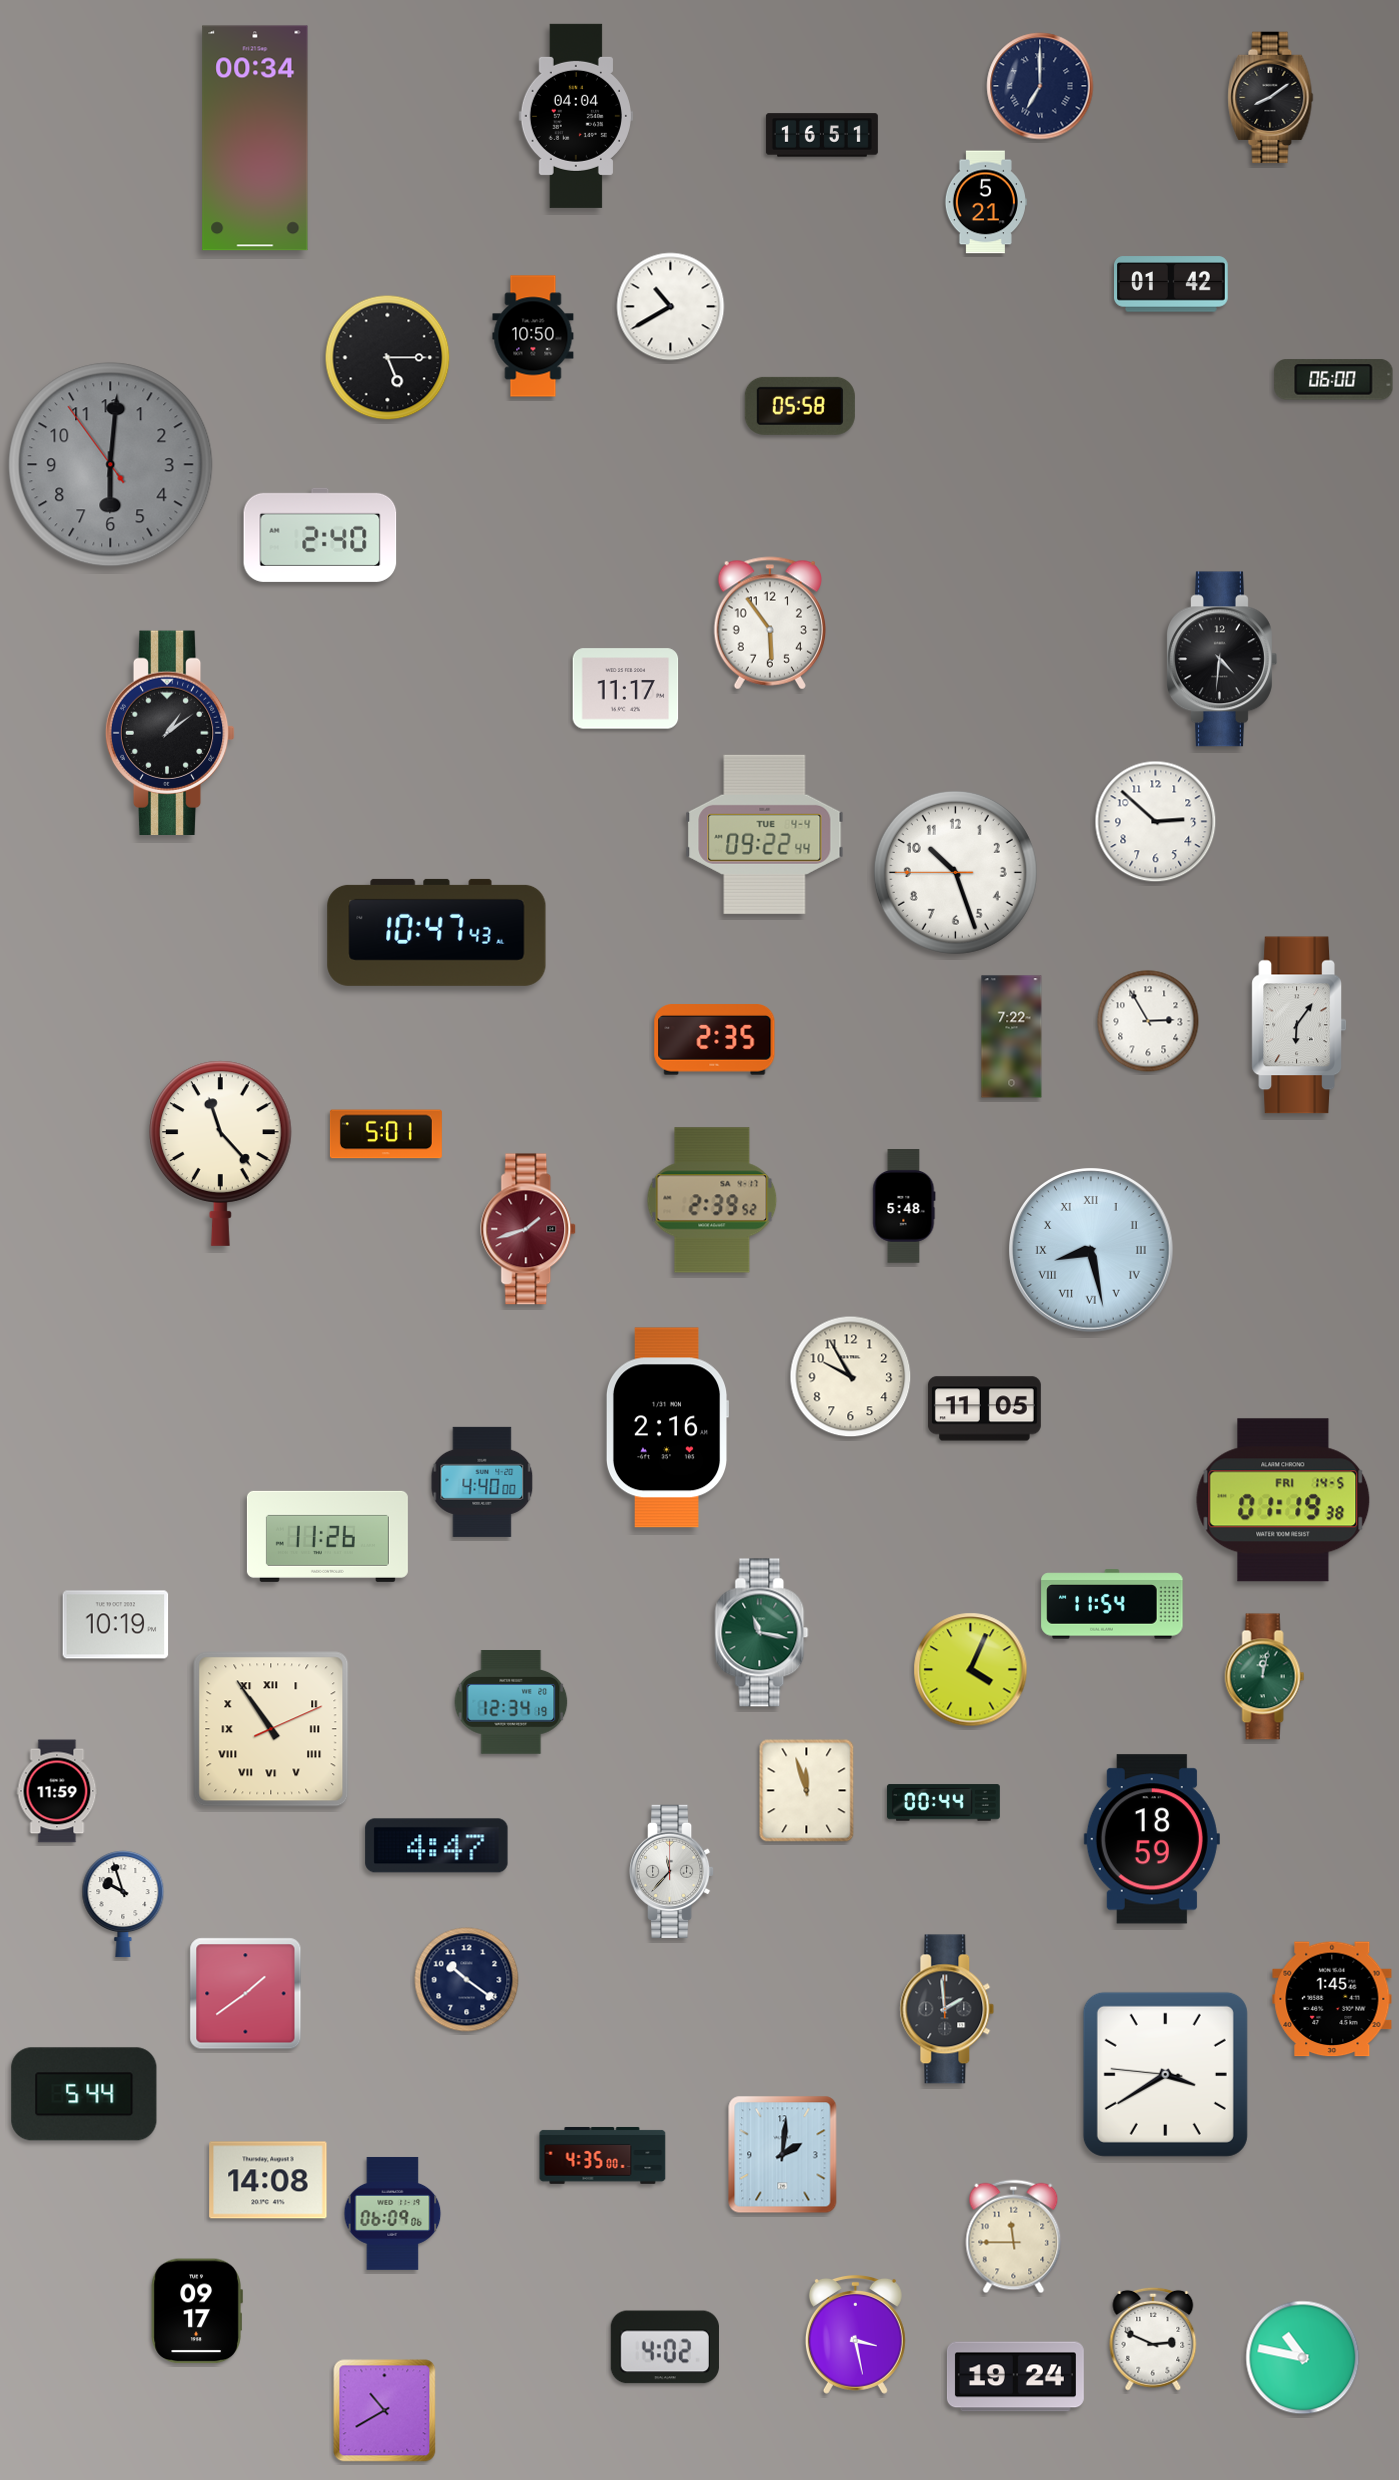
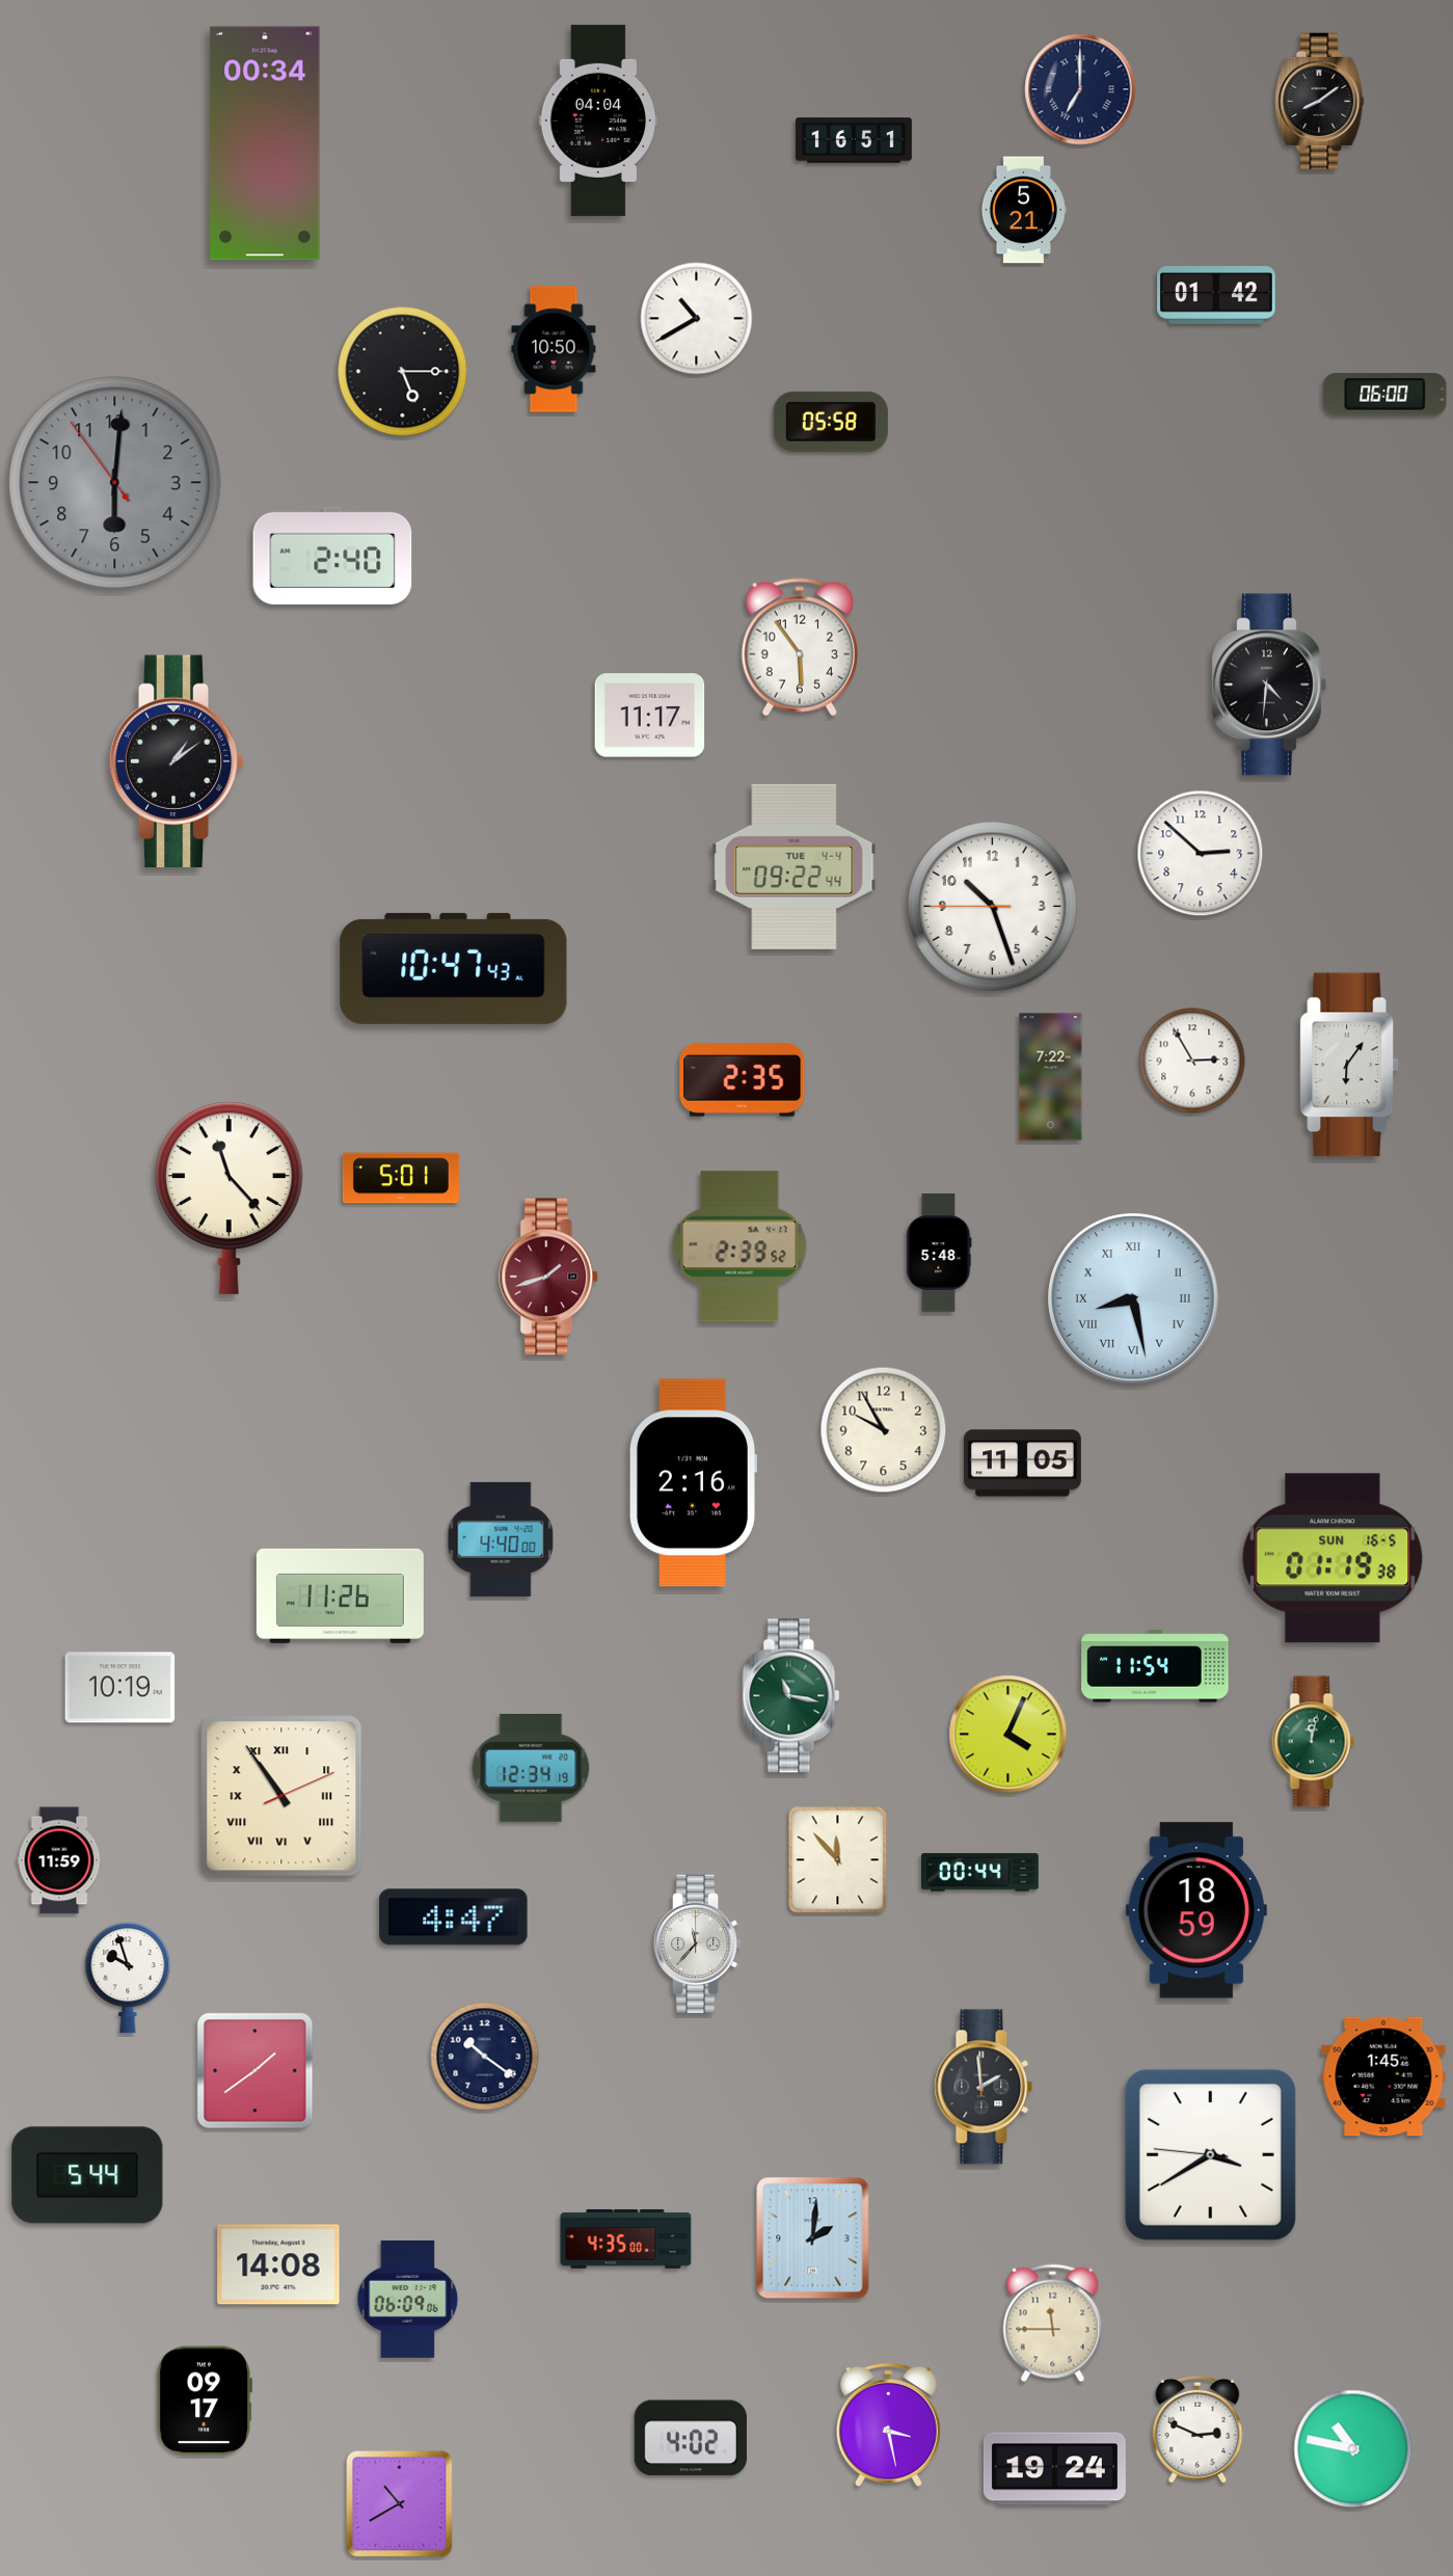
clock at (1283, 1500) date: FRI 14-5 -> SUN 16-5
clock at (807, 1791): 11:57 -> 11:53
